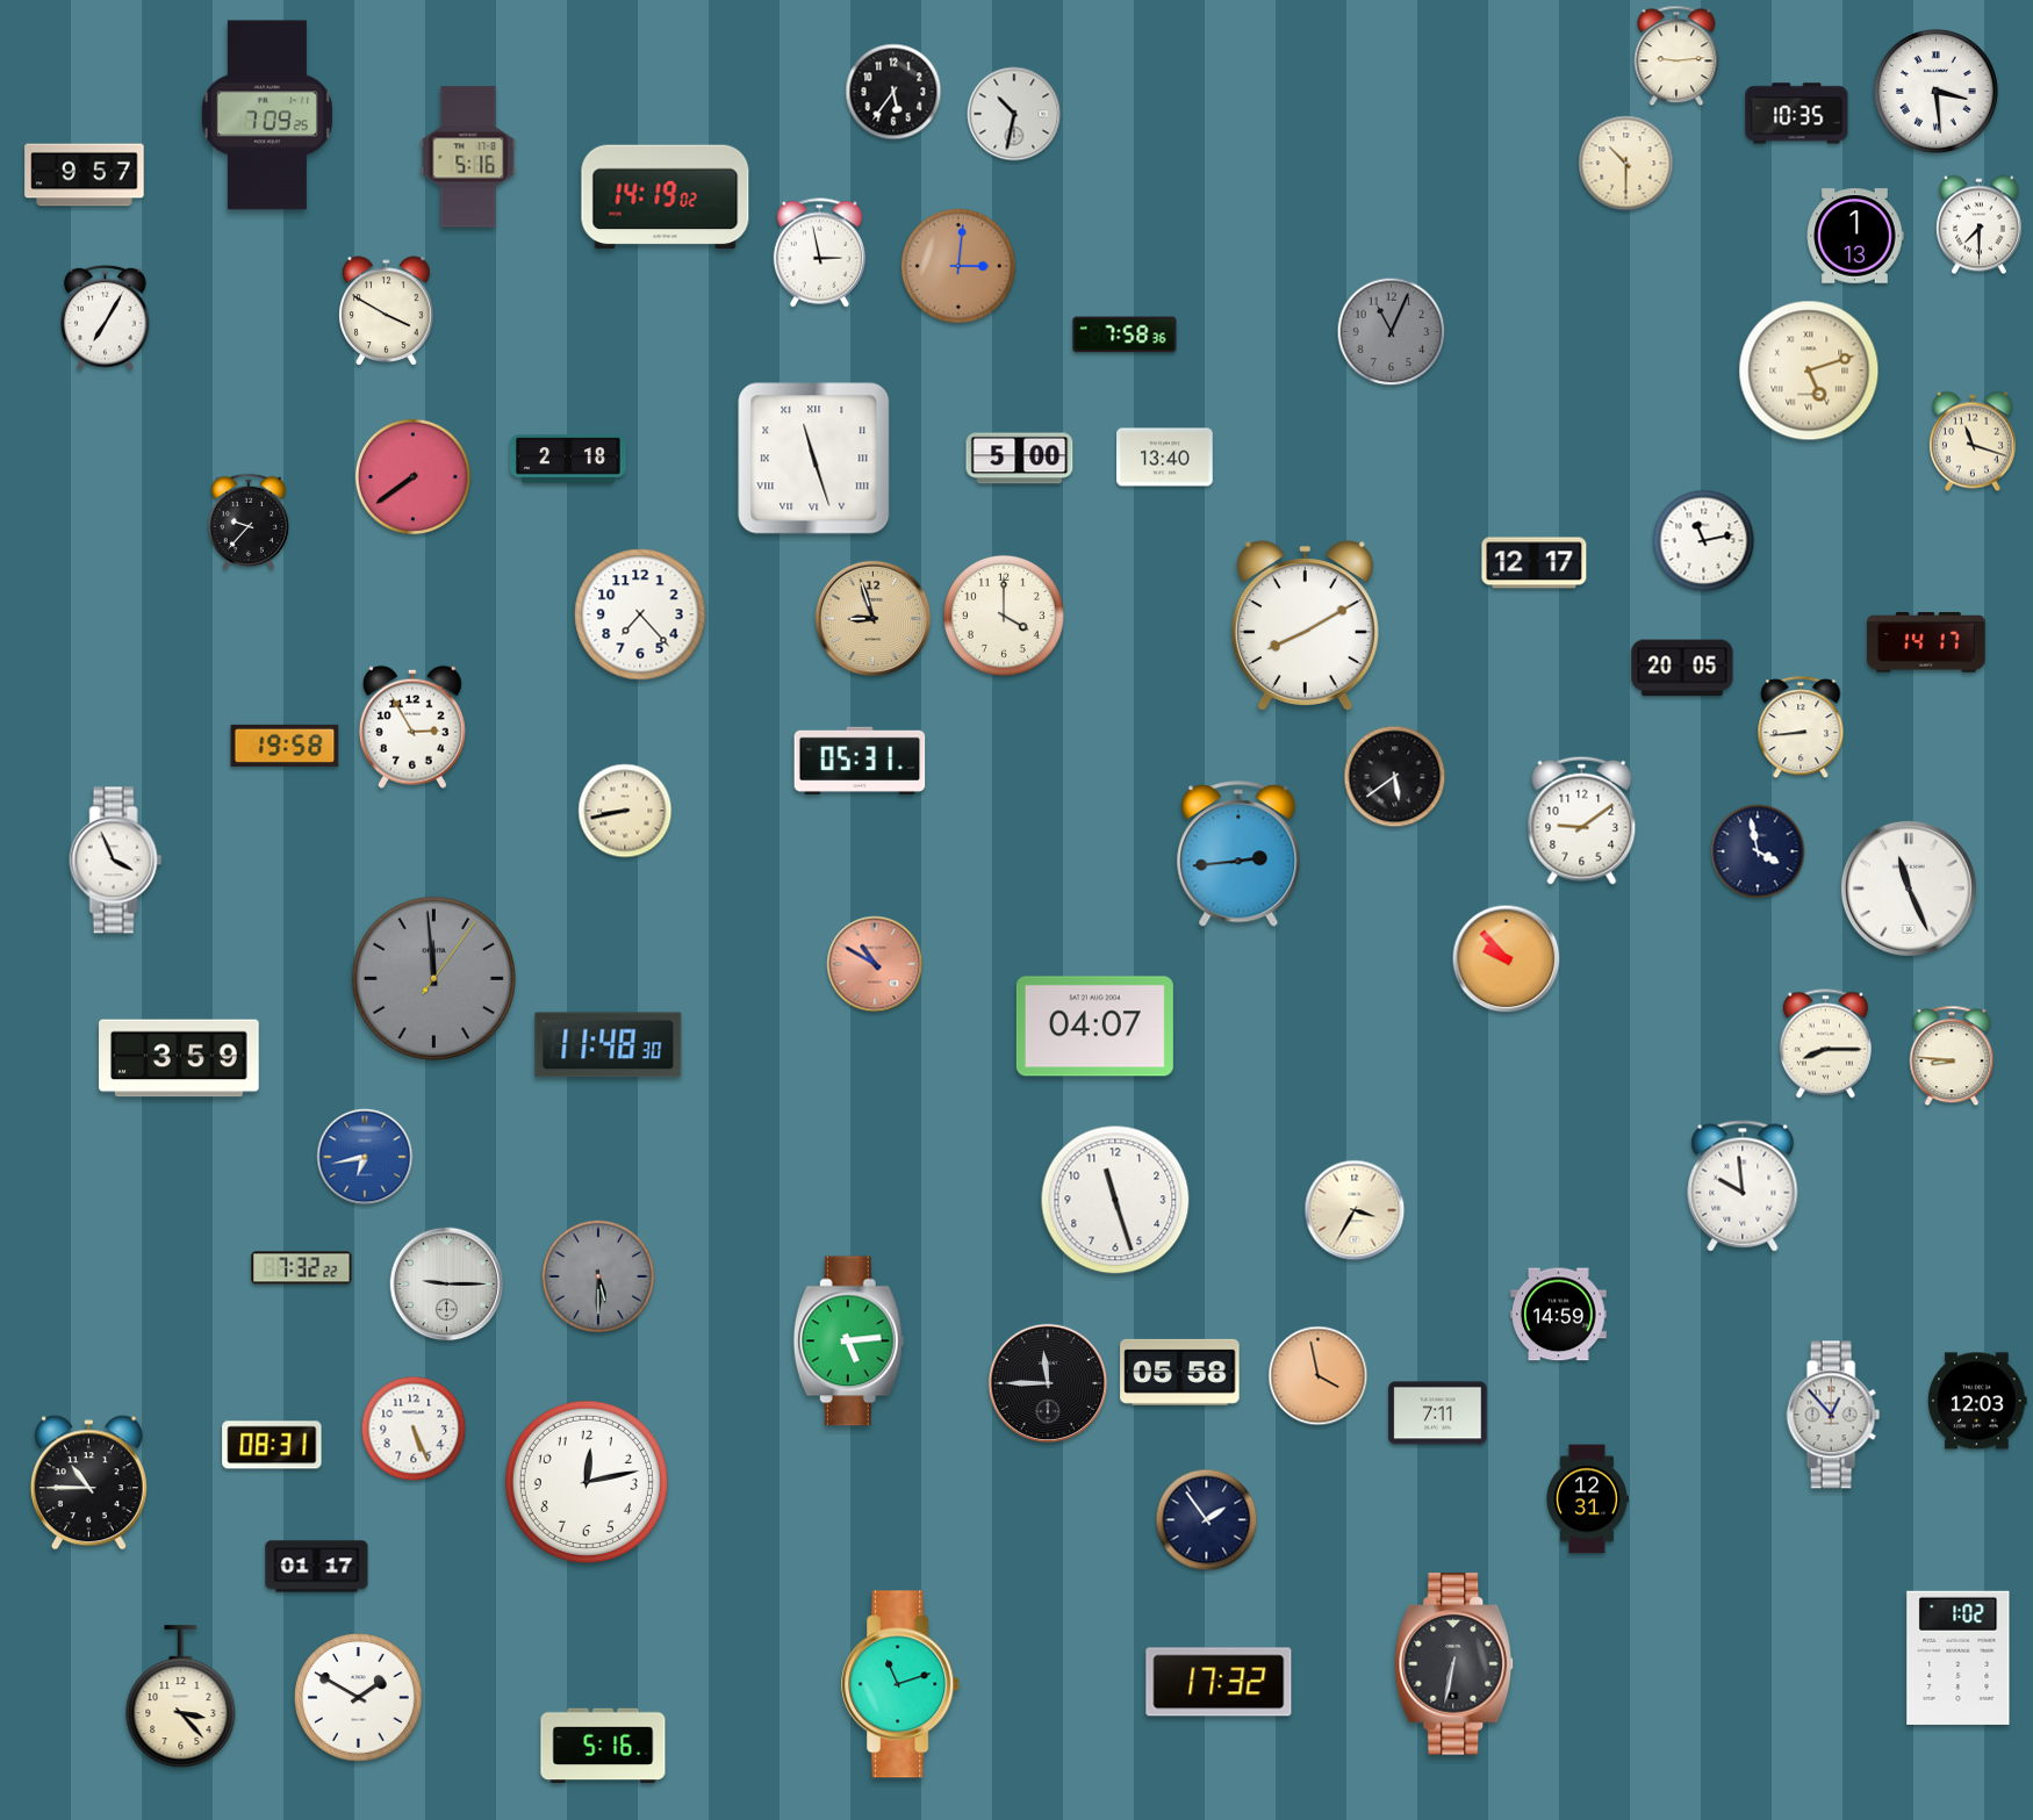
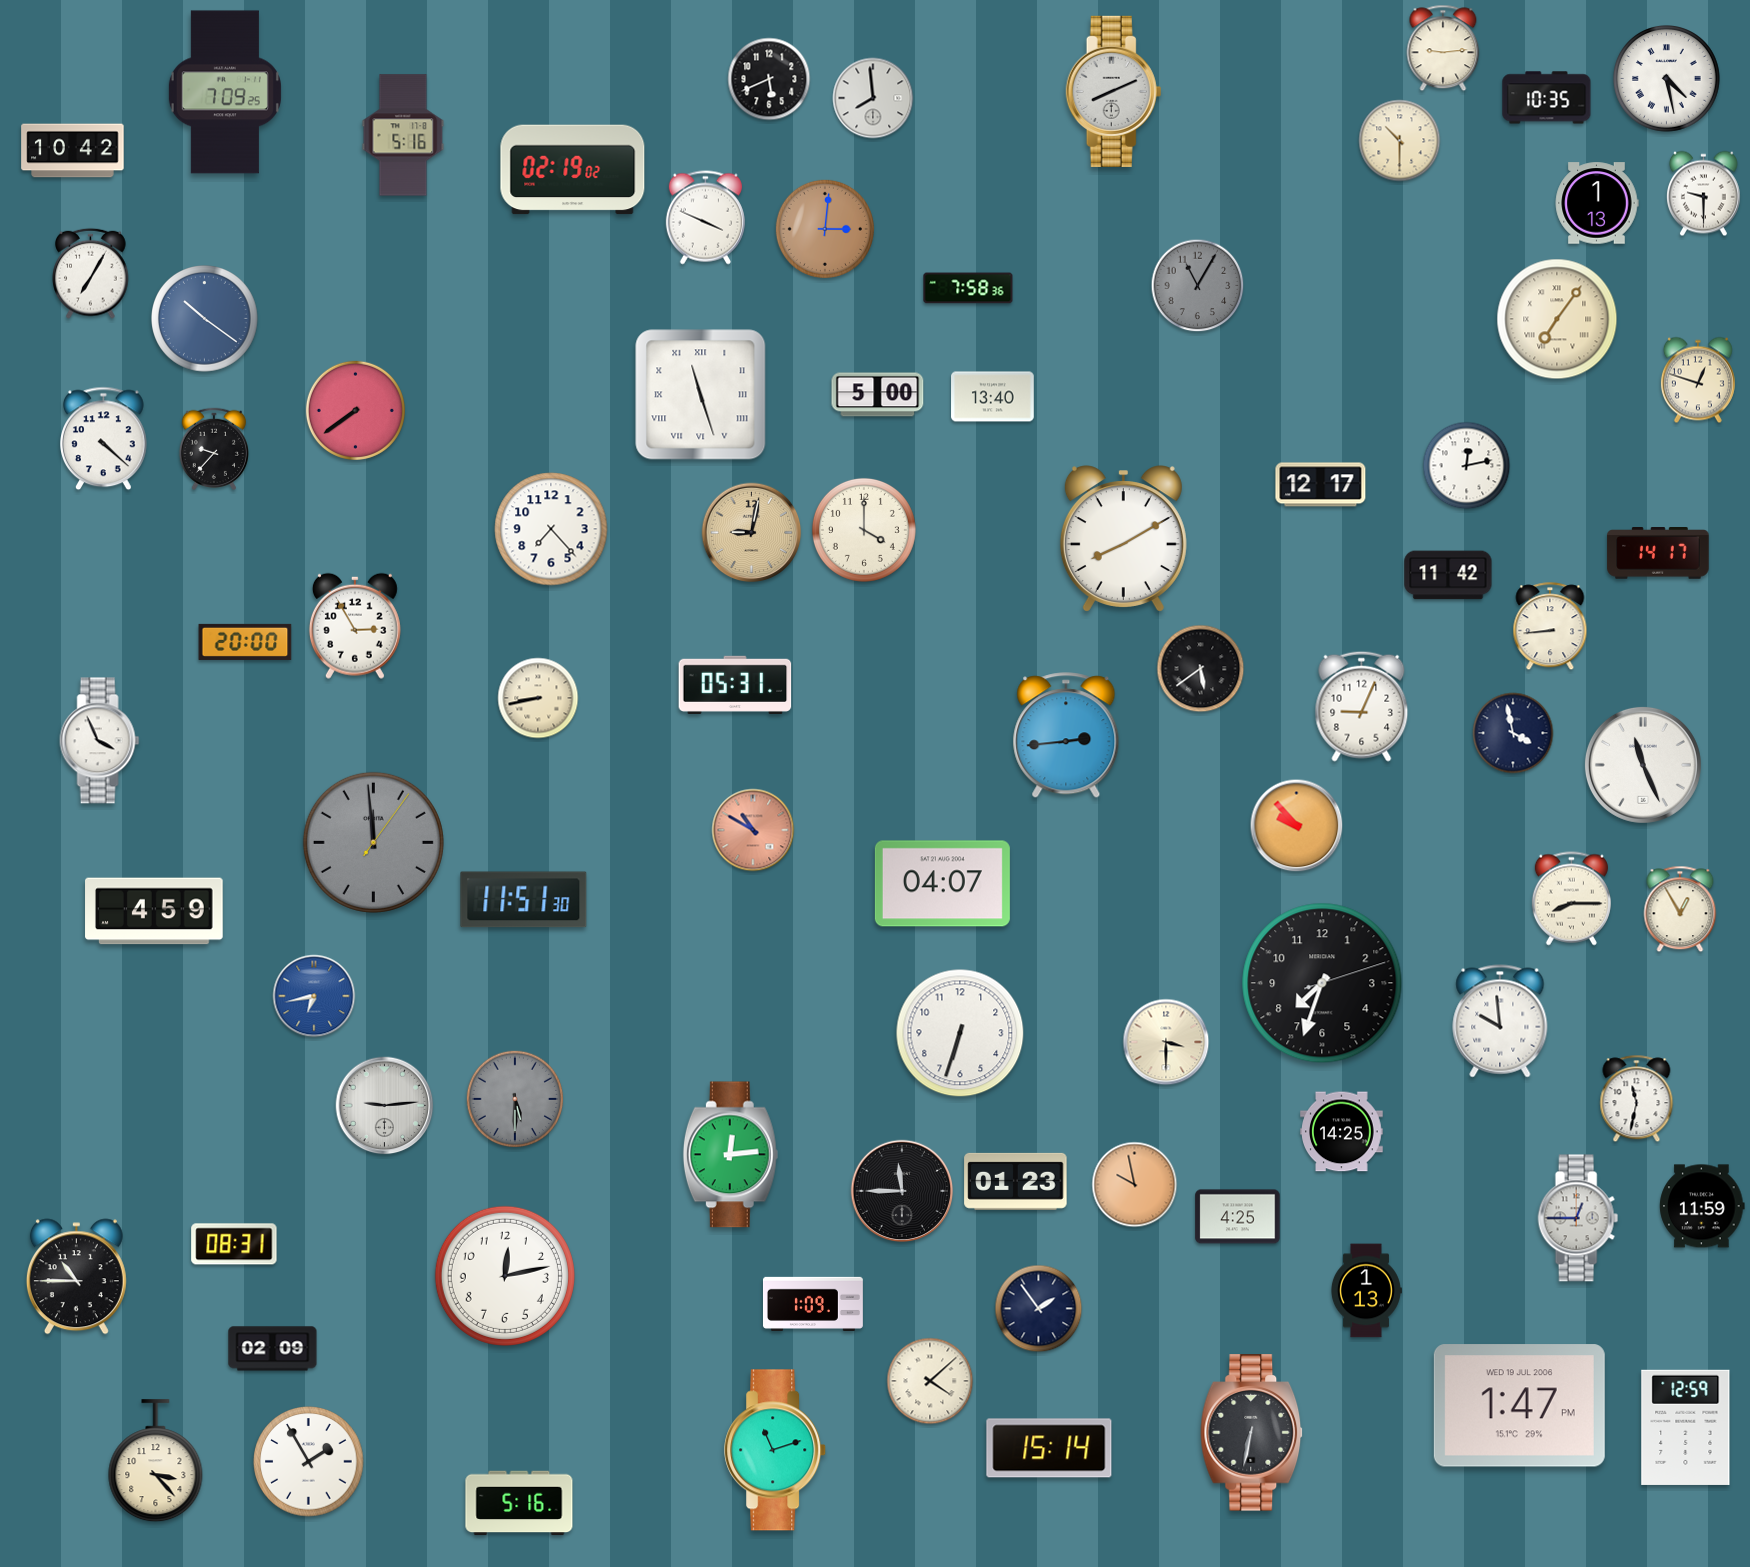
clock at (893, 92): 5:36 -> 5:41
clock at (1937, 92): 3:29 -> 4:28
clock at (1114, 91): none -> 8:11
clock at (1014, 114): 10:32 -> 7:59
clock at (267, 115) position: (267, 115) -> (225, 92)
clock at (85, 175): 9:57 -> 10:42
clock at (666, 197): 14:19 -> 02:19
clock at (1978, 225): 7:30 -> 9:30
clock at (819, 253): 2:58 -> 3:49
clock at (387, 311): 3:50 -> none
clock at (1392, 332): 11:04 -> 11:05
clock at (205, 319): none -> 10:21
clock at (1809, 371): 5:12 -> 7:06
clock at (1973, 441): 11:18 -> 12:48
clock at (1165, 458) position: (1165, 458) -> (993, 397)
clock at (568, 459): 2:18 -> none
clock at (104, 439): none -> 4:22
clock at (1704, 541): 11:13 -> 12:13
clock at (874, 619): 8:57 -> 9:02
clock at (1682, 668): 20:05 -> 11:42
clock at (285, 746): 19:58 -> 20:00
clock at (860, 761) position: (860, 761) -> (735, 685)
clock at (1582, 820): 9:09 -> 9:04
clock at (609, 1045): 11:48 -> 11:51
clock at (1952, 1056): 8:46 -> 12:55
clock at (179, 1058): 3:59 -> 4:59
clock at (1322, 983): none -> 7:33
clock at (1115, 1200): 11:27 -> 6:33
clock at (1355, 1210): 3:35 -> 3:30
clock at (302, 1268): 7:32 -> none
clock at (1637, 1099): none -> 11:32
clock at (447, 1285): 9:15 -> 9:14
clock at (1559, 1315): 14:59 -> 14:25
clock at (848, 1341): 5:14 -> 12:14
clock at (1180, 1372): 05:58 -> 01:23
clock at (1319, 1376): 3:58 -> 9:58
clock at (1977, 1401): 12:03 -> 11:59
clock at (1438, 1413): 7:11 -> 4:25
clock at (1833, 1415): 12:53 -> 12:45
clock at (414, 1429): 5:26 -> none
clock at (1587, 1499): 12:31 -> 1:13
clock at (813, 1303): none -> 1:09
clock at (317, 1567): 01:17 -> 02:09
clock at (930, 1381): none -> 4:08
clock at (1519, 1406): none -> 1:47
clock at (1959, 1657): 1:02 -> 12:59
clock at (1219, 1682): 17:32 -> 15:14
clock at (359, 1698): 1:50 -> 1:55
